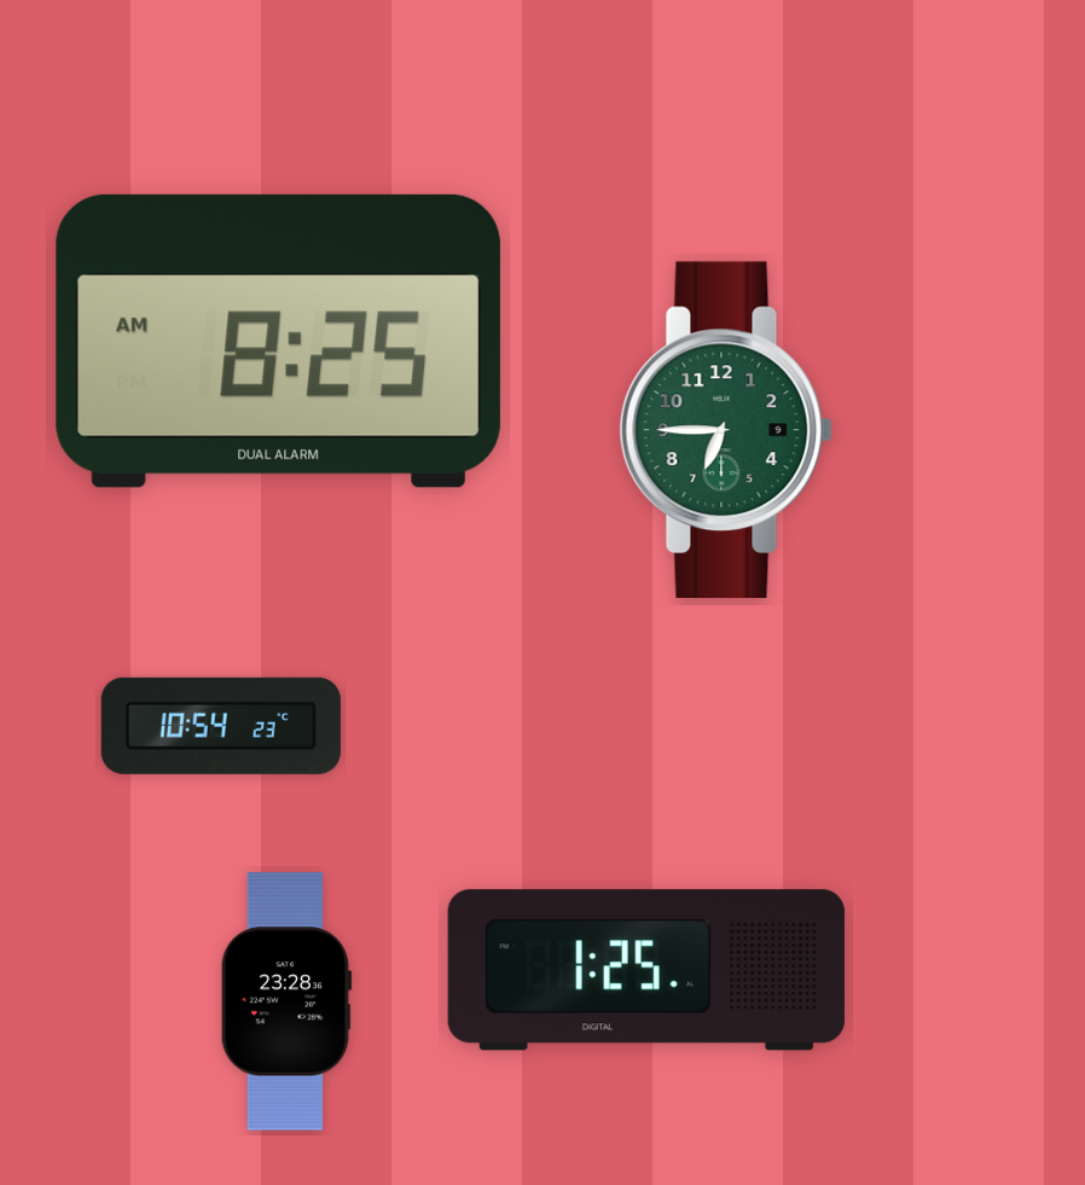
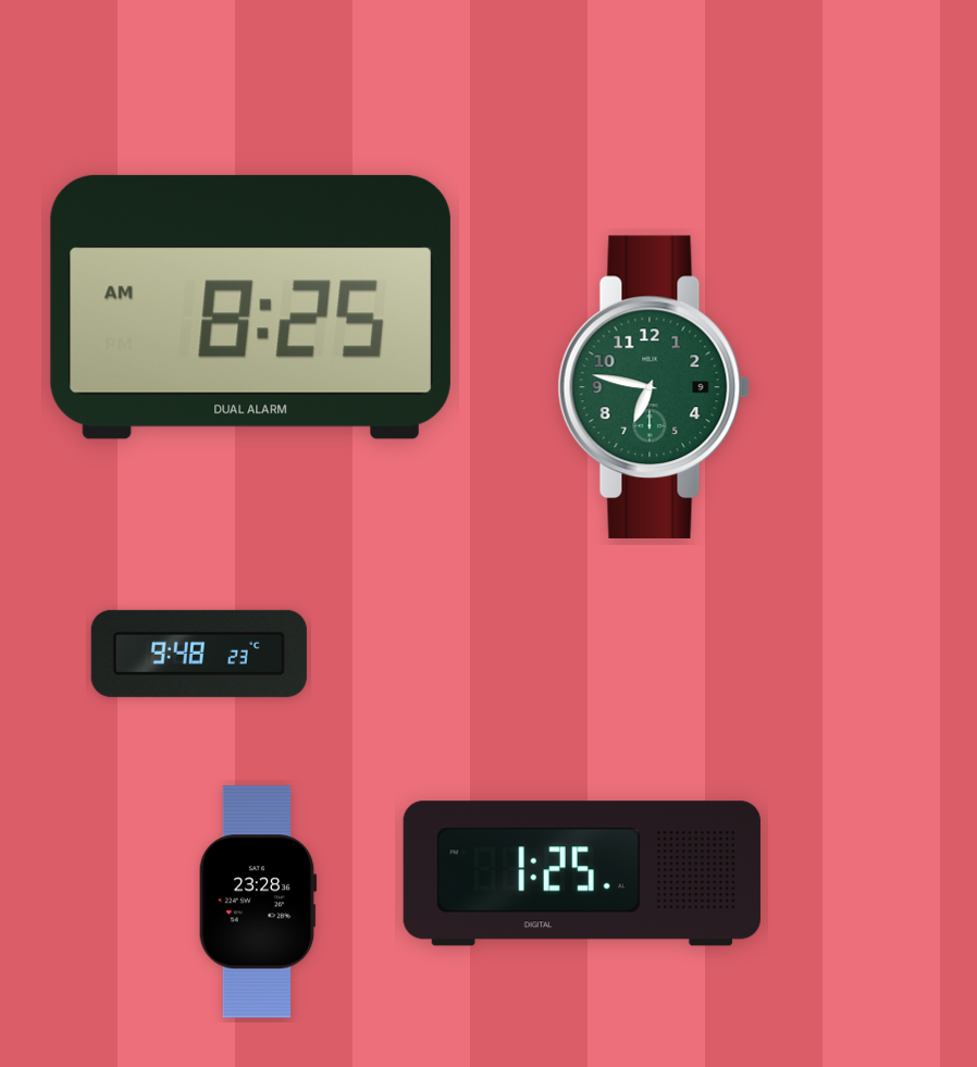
clock at (726, 429): 6:45 -> 6:47
clock at (221, 726): 10:54 -> 9:48
